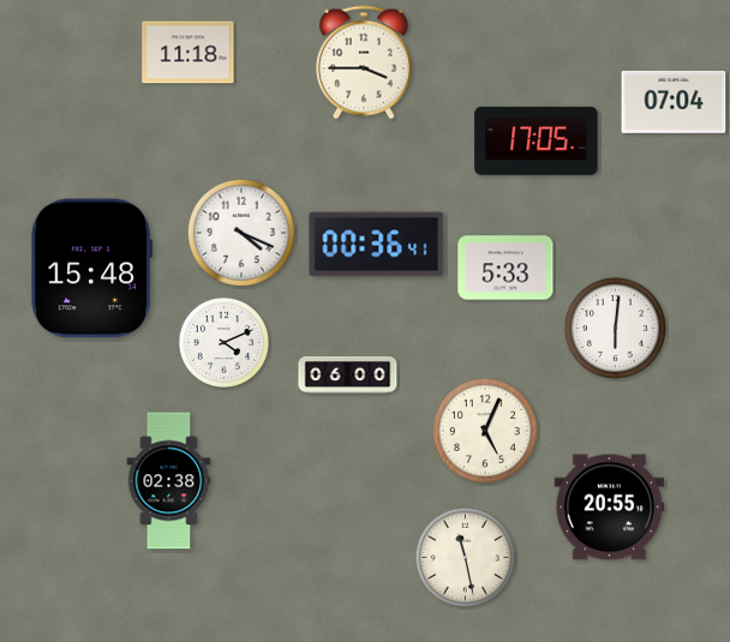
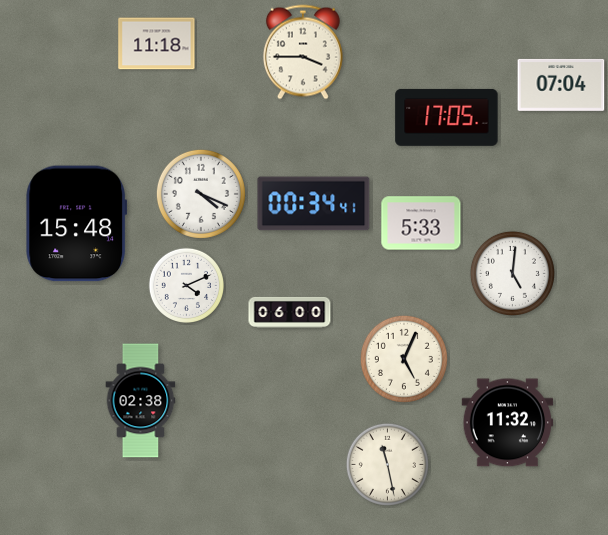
clock at (377, 245): 00:36 -> 00:34
clock at (615, 328): 6:01 -> 5:01
clock at (610, 508): 20:55 -> 11:32
